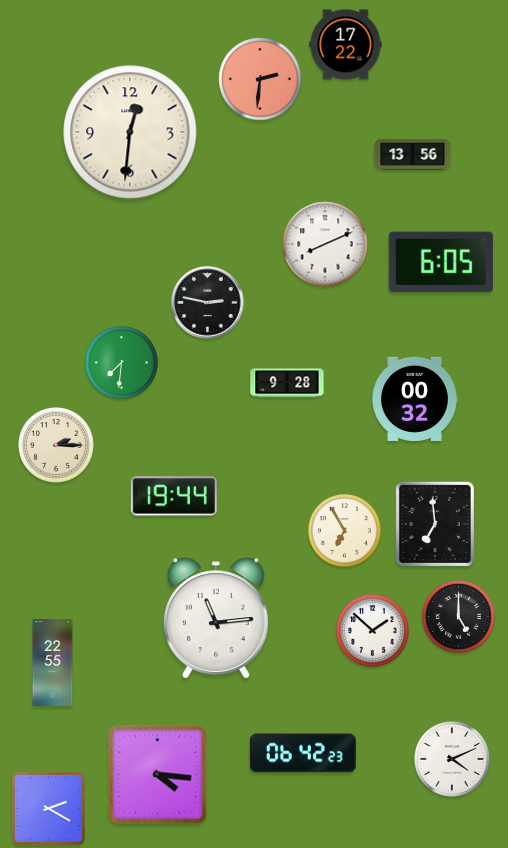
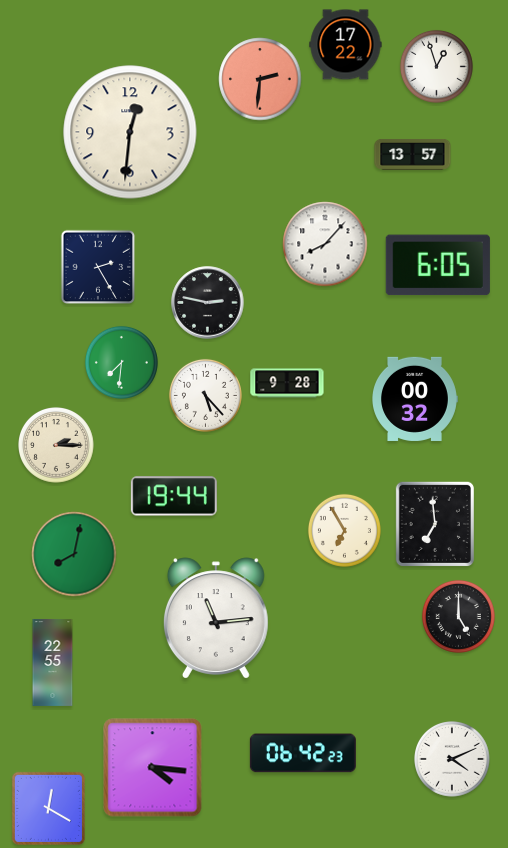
clock at (436, 66): none -> 12:57
clock at (413, 154): 13:56 -> 13:57
clock at (325, 244): 8:11 -> 8:07
clock at (441, 262) position: (441, 262) -> (438, 265)
clock at (98, 267): none -> 2:25
clock at (205, 395): none -> 5:23
clock at (74, 554): none -> 8:02
clock at (372, 630): 1:52 -> none
clock at (158, 775) position: (158, 775) -> (153, 768)
clock at (48, 808): 2:20 -> 12:20
